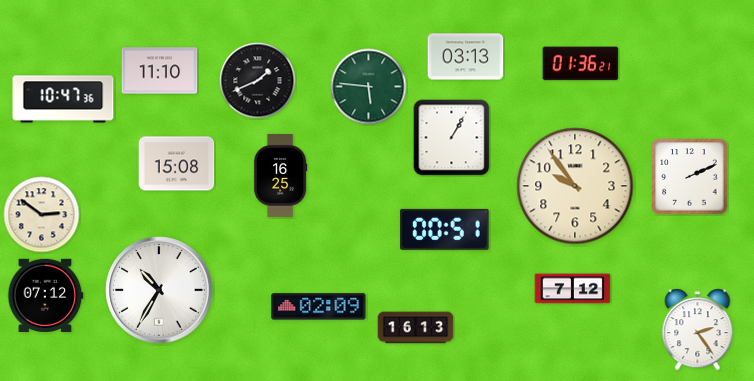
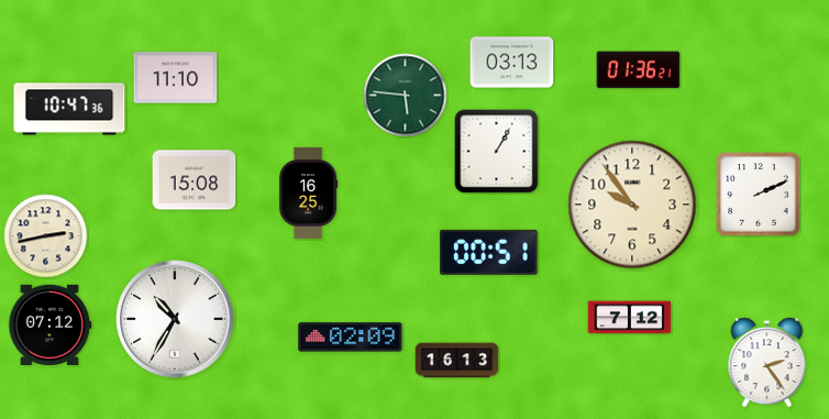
clock at (258, 81): 1:41 -> none
clock at (42, 215): 2:51 -> 2:43
